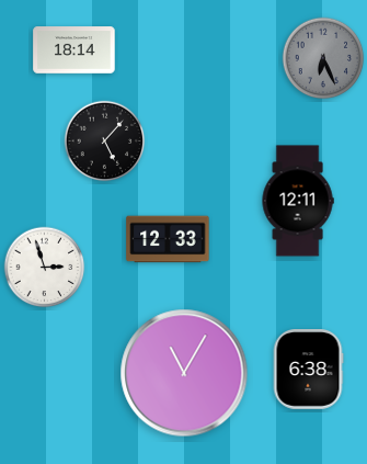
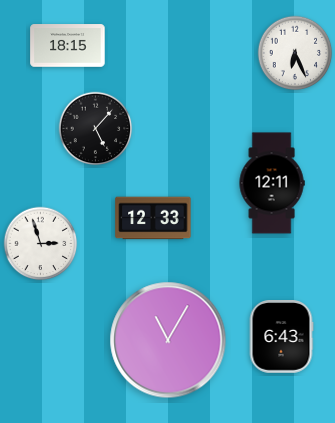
clock at (74, 50): 18:14 -> 18:15
clock at (323, 58) dial: grey -> white
clock at (308, 370): 6:38 -> 6:43
